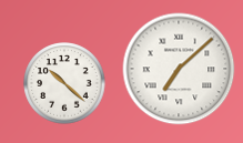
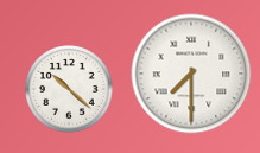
clock at (179, 69): 7:08 -> 7:30
